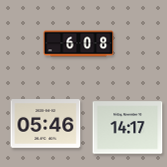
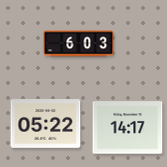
clock at (79, 44): 6:08 -> 6:03
clock at (46, 124): 05:46 -> 05:22
